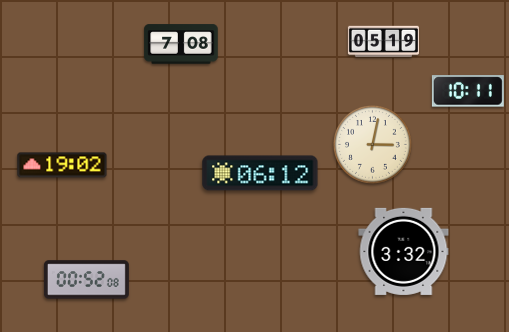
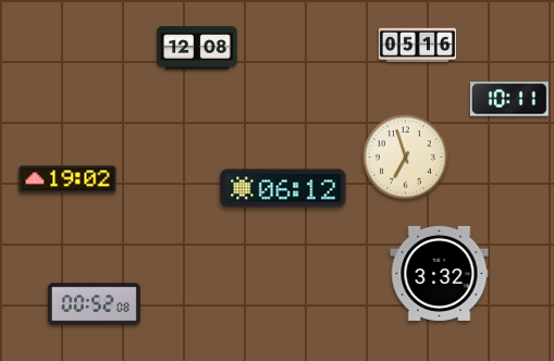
clock at (383, 42): 05:19 -> 05:16
clock at (181, 44): 7:08 -> 12:08
clock at (373, 145): 3:02 -> 6:57
